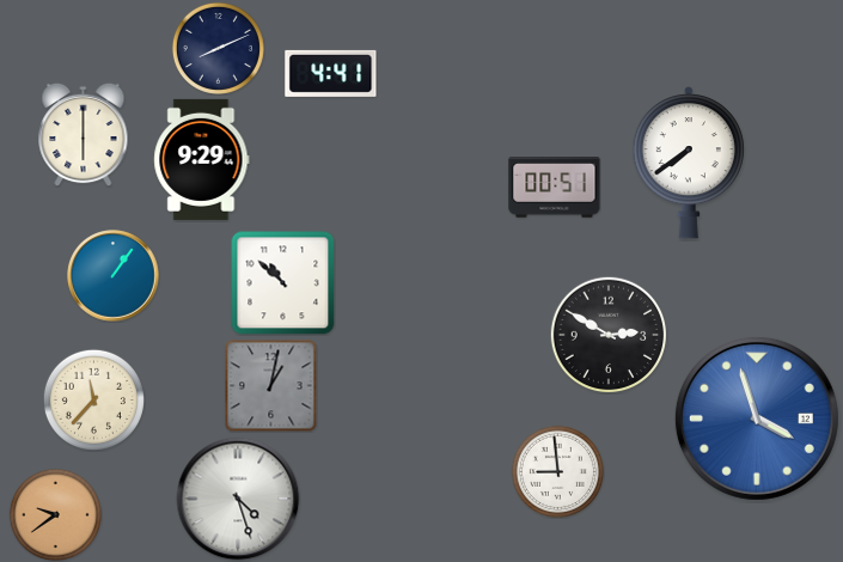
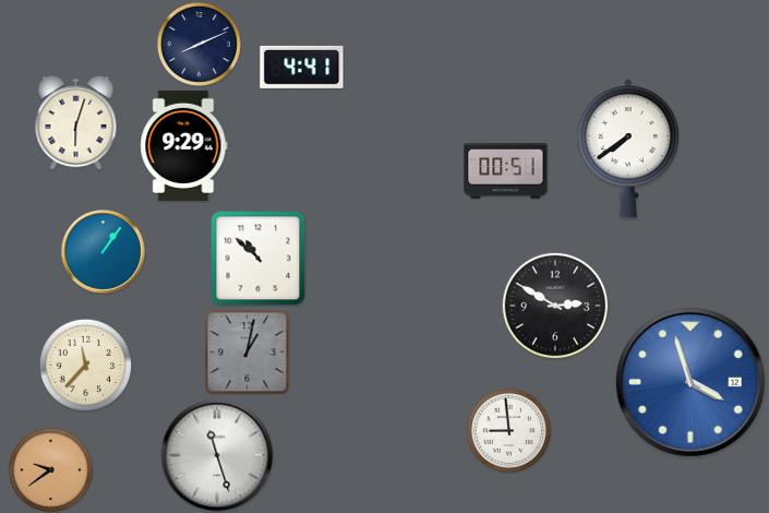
clock at (84, 134): 6:00 -> 6:03
clock at (238, 499): 4:27 -> 11:27
